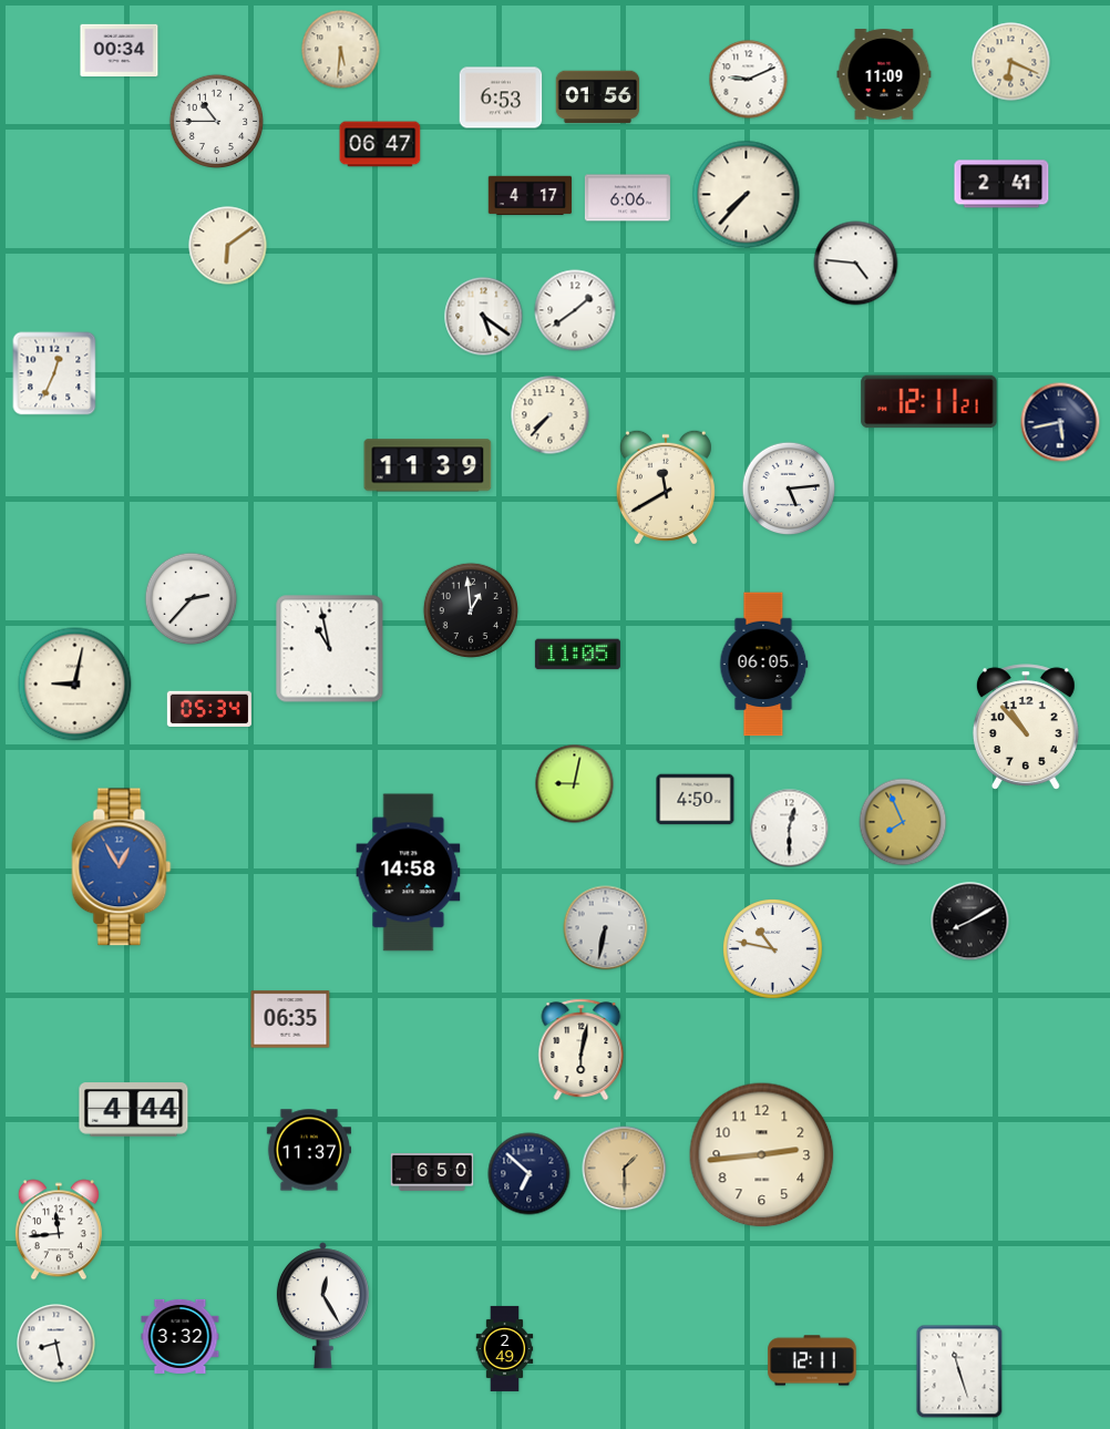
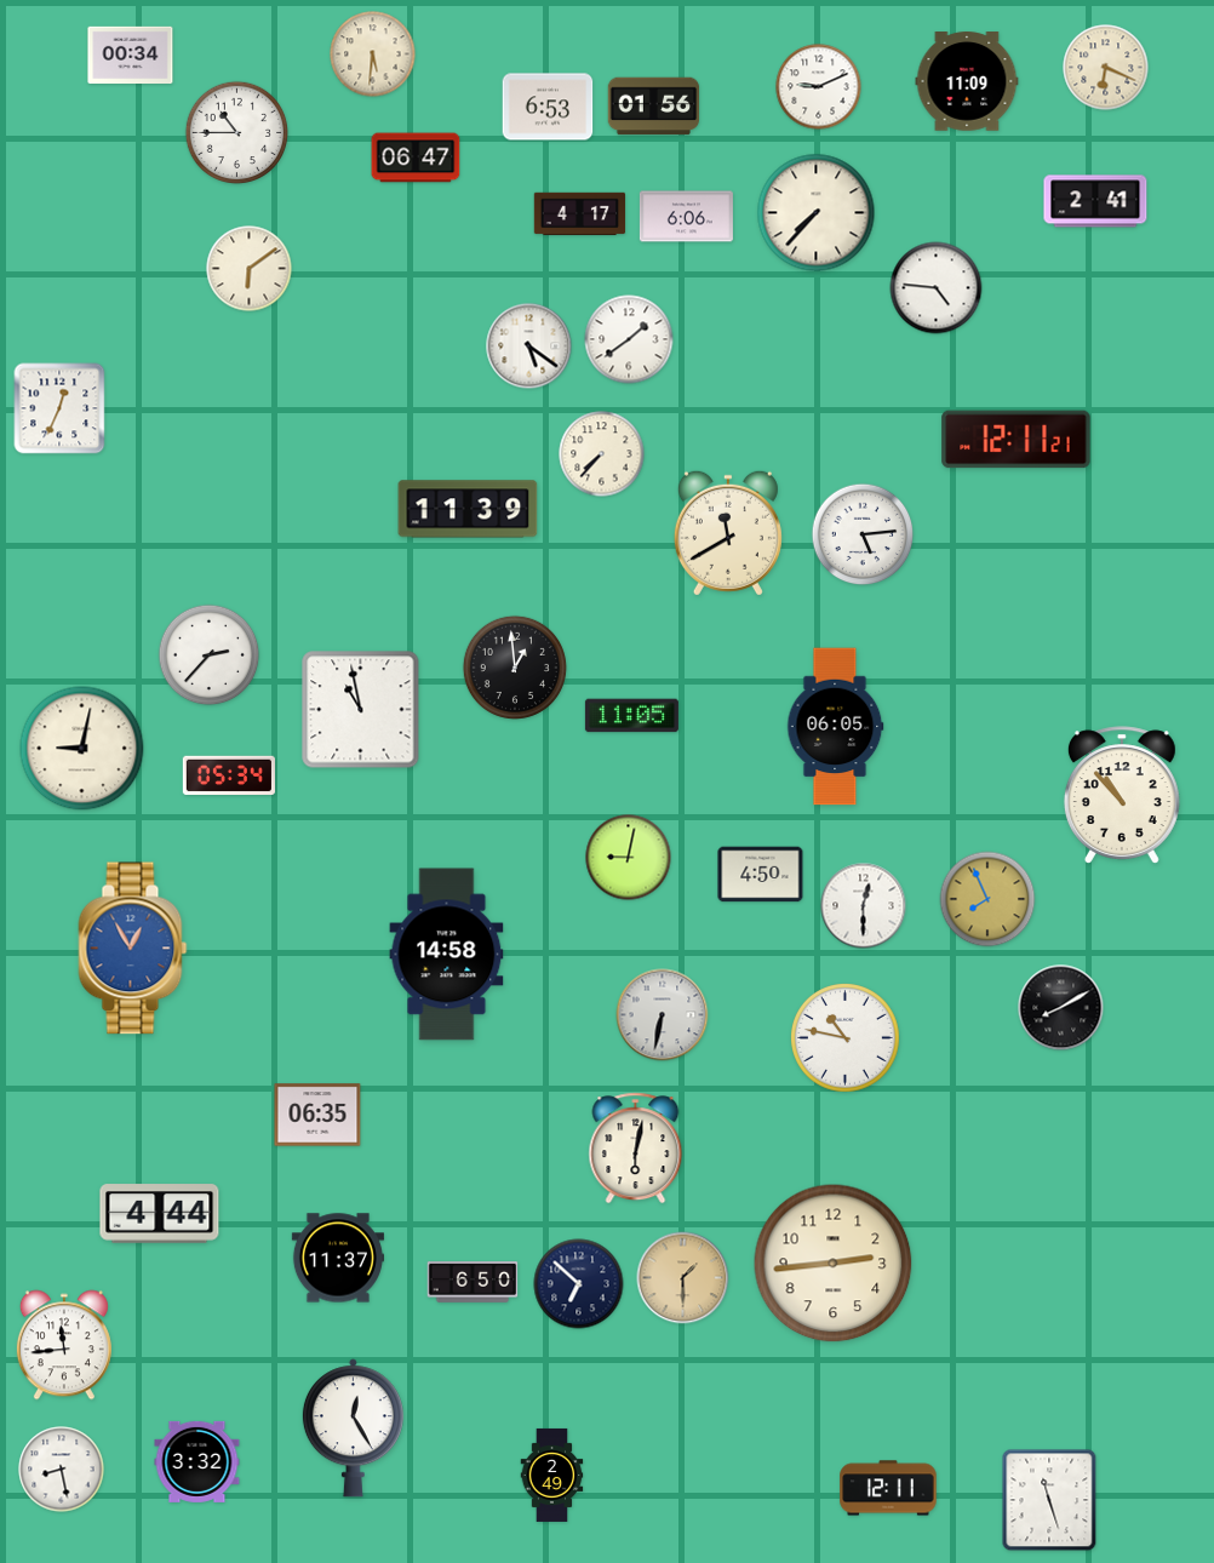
clock at (1060, 422): 5:43 -> none
clock at (134, 1110) position: (134, 1110) -> (160, 1214)
